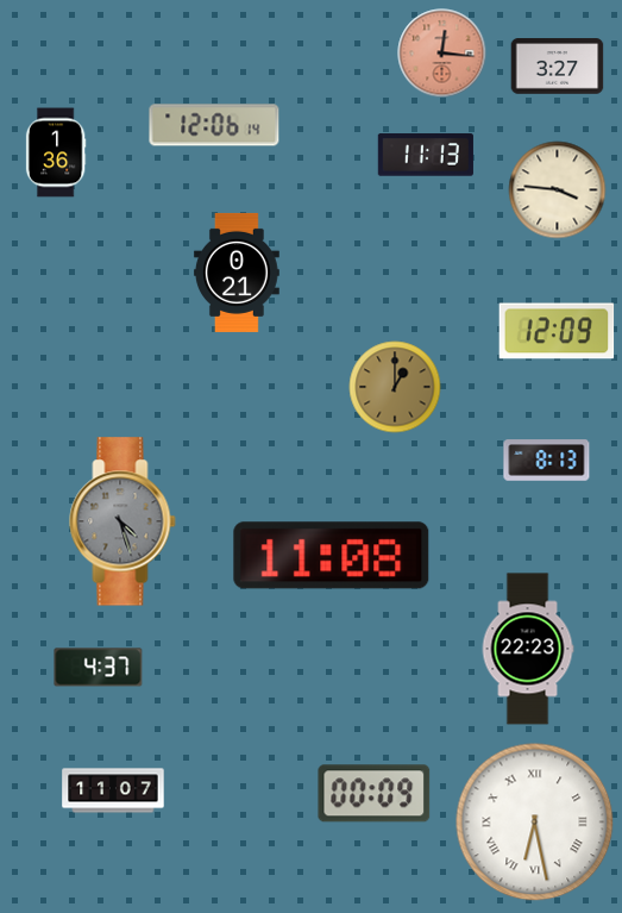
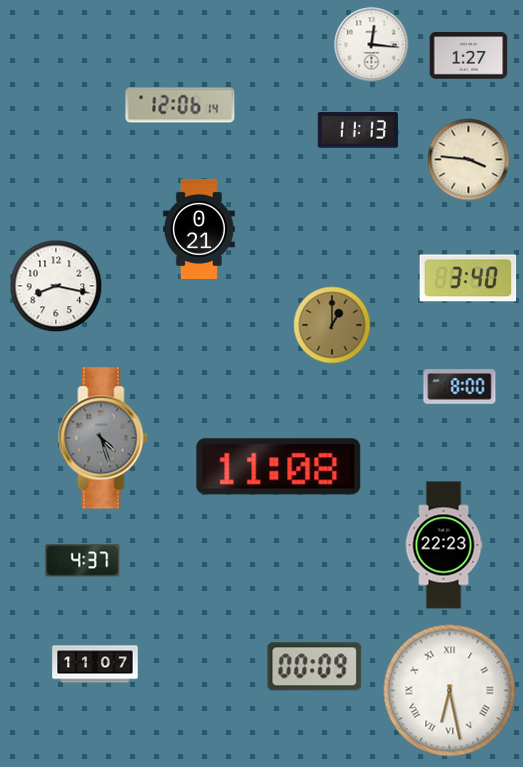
clock at (442, 54) dial: salmon -> white
clock at (558, 67): 3:27 -> 1:27
clock at (56, 152): 1:36 -> none
clock at (557, 331): 12:09 -> 3:40
clock at (56, 286): none -> 8:17
clock at (547, 461): 8:13 -> 8:00
